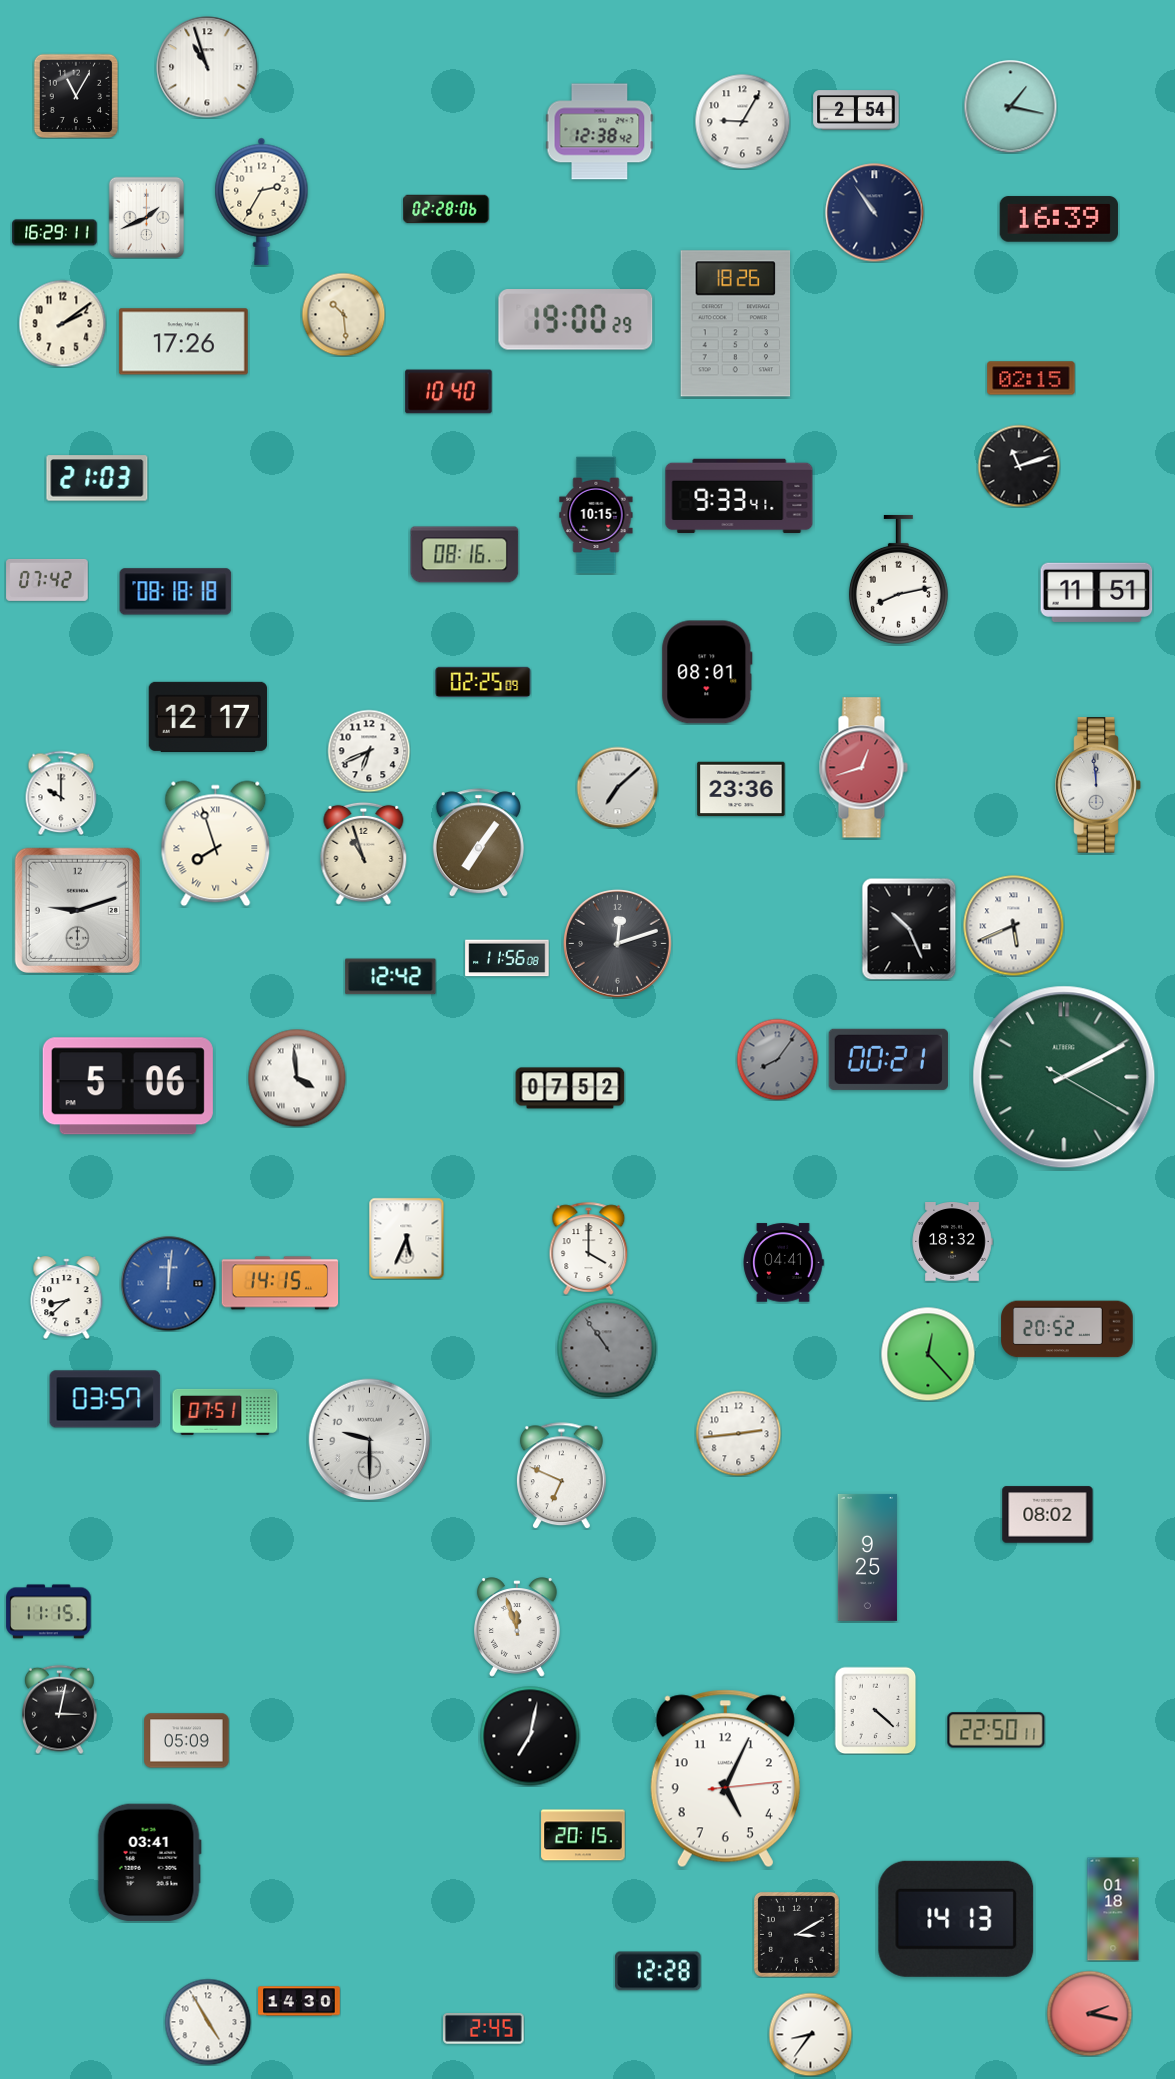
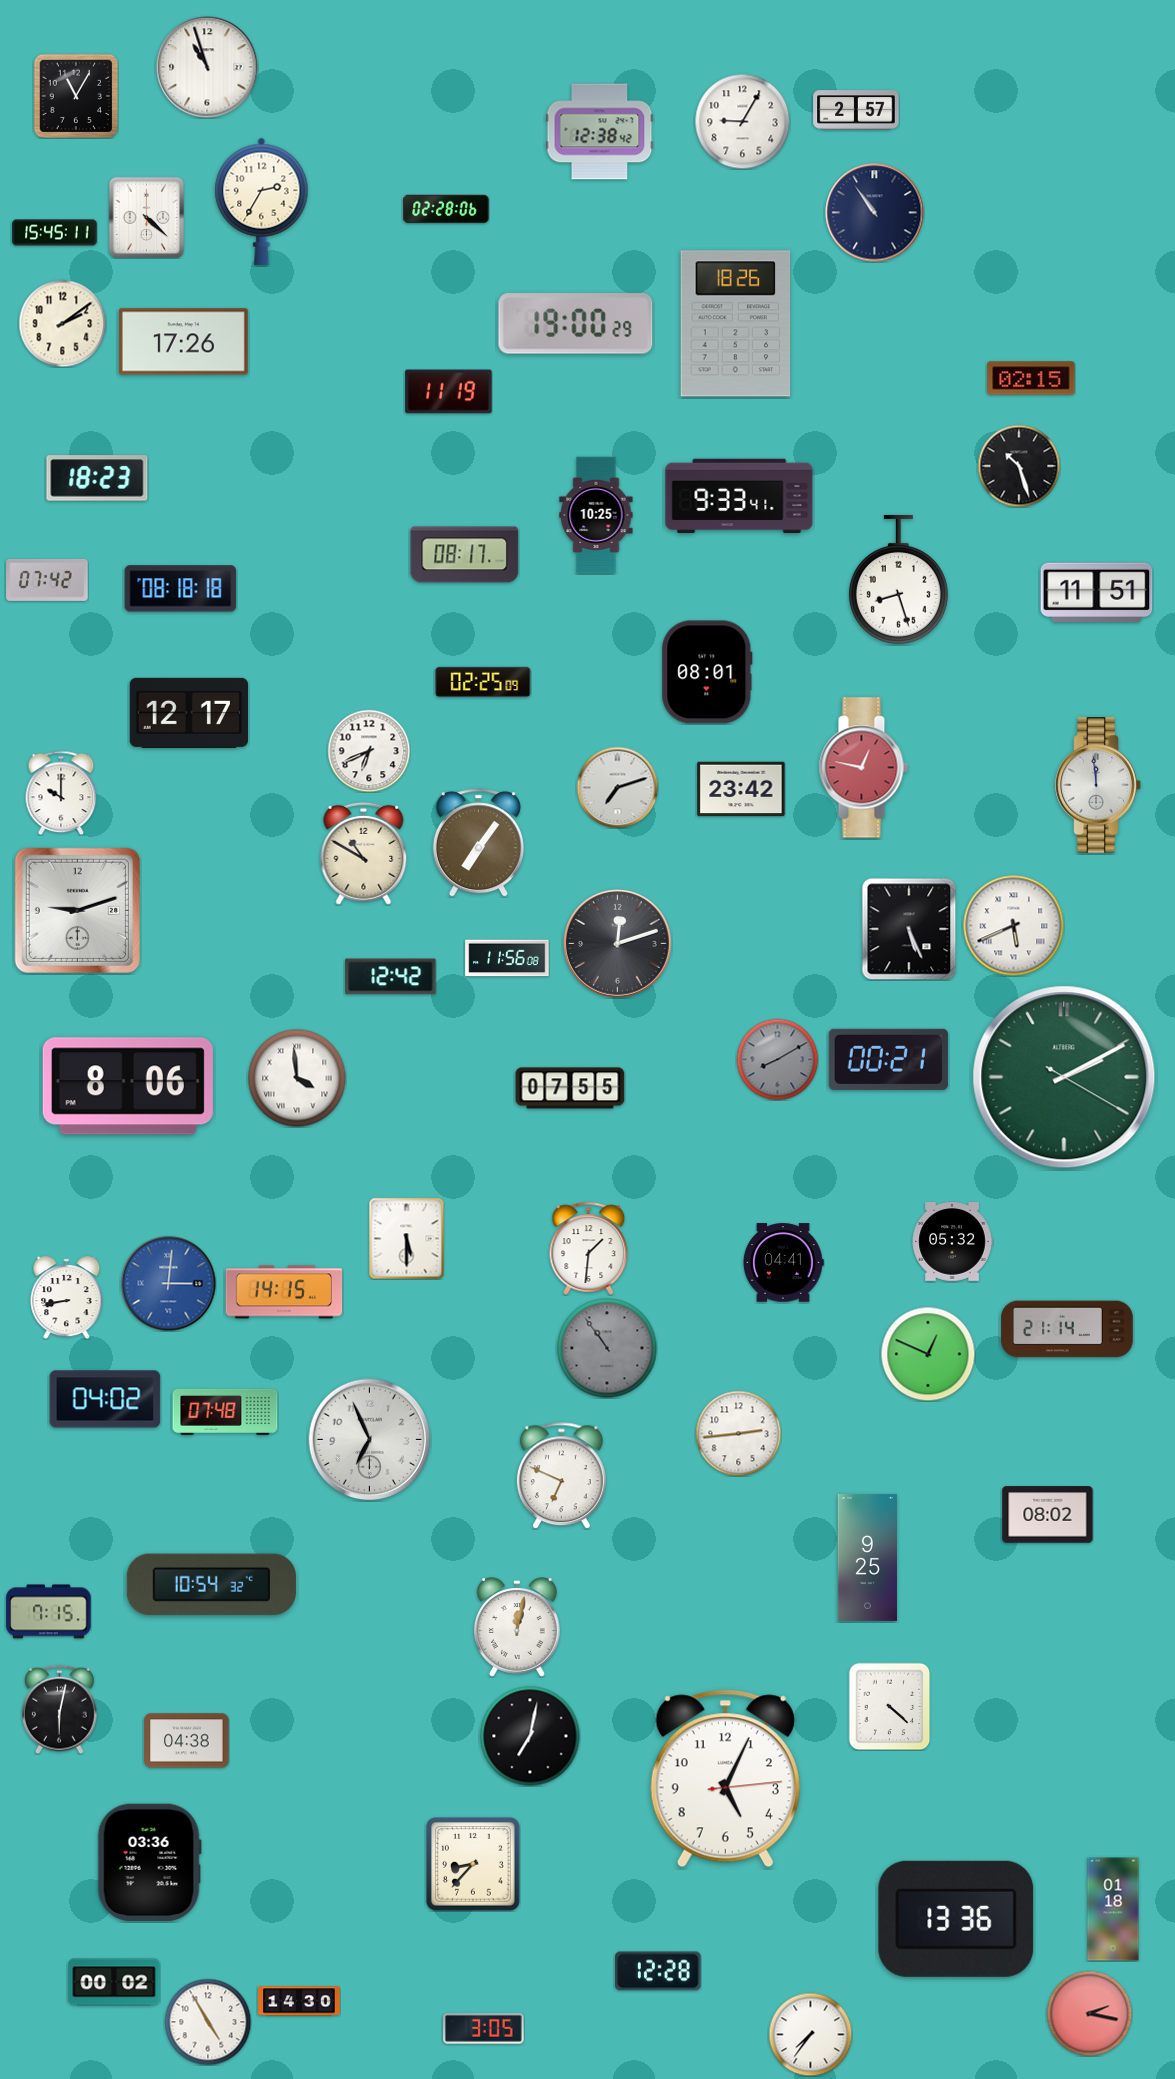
clock at (1010, 106): 1:17 -> none
clock at (856, 110): 2:54 -> 2:57
clock at (147, 217): 1:41 -> 4:22
clock at (1059, 219): 16:39 -> none
clock at (55, 233): 16:29 -> 15:45
clock at (343, 314): 10:29 -> none
clock at (576, 320) position: (576, 320) -> (576, 324)
clock at (449, 392): 10:40 -> 11:19
clock at (1019, 466): 11:12 -> 10:27
clock at (97, 478): 21:03 -> 18:23
clock at (596, 515): 10:15 -> 10:25
clock at (465, 555): 08:16 -> 08:17
clock at (898, 579): 8:13 -> 8:27
clock at (176, 592) position: (176, 592) -> (181, 589)
clock at (207, 717) position: (207, 717) -> (188, 713)
clock at (863, 768): 12:42 -> 12:47
clock at (617, 787): 7:08 -> 7:12
clock at (741, 789): 23:36 -> 23:42
clock at (216, 844): 7:57 -> none
clock at (364, 853): 10:57 -> 10:50
clock at (909, 929): 10:26 -> 5:26
clock at (777, 1059): 8:06 -> 8:10
clock at (128, 1086): 5:06 -> 8:06
clock at (570, 1088): 07:52 -> 07:55
clock at (407, 1238): 5:34 -> 5:30
clock at (952, 1242): 18:32 -> 05:32
clock at (589, 1248): 4:00 -> 1:31
clock at (168, 1283): 12:01 -> 3:01
clock at (280, 1283) position: (280, 1283) -> (284, 1292)
clock at (67, 1298): 8:38 -> 8:43
clock at (1067, 1329): 20:52 -> 21:14
clock at (928, 1354): 12:23 -> 12:49
clock at (105, 1399): 03:57 -> 04:02
clock at (225, 1412): 07:51 -> 07:48
clock at (370, 1440): 9:30 -> 6:56
clock at (211, 1585): none -> 10:54
clock at (49, 1612): 11:15 -> 7:15
clock at (518, 1627): 11:57 -> 12:02
clock at (60, 1709): 3:02 -> 6:02
clock at (876, 1710) position: (876, 1710) -> (890, 1706)
clock at (996, 1730): 22:50 -> none
clock at (187, 1741): 05:09 -> 04:38
clock at (583, 1835): 20:15 -> none
clock at (149, 1862): 03:41 -> 03:36
clock at (474, 1865): none -> 8:37
clock at (956, 1919): 14:13 -> 13:36
clock at (796, 1934): 3:10 -> none
clock at (114, 1982): none -> 00:02
clock at (484, 2029): 2:45 -> 3:05
clock at (810, 2034): 8:36 -> 7:36
